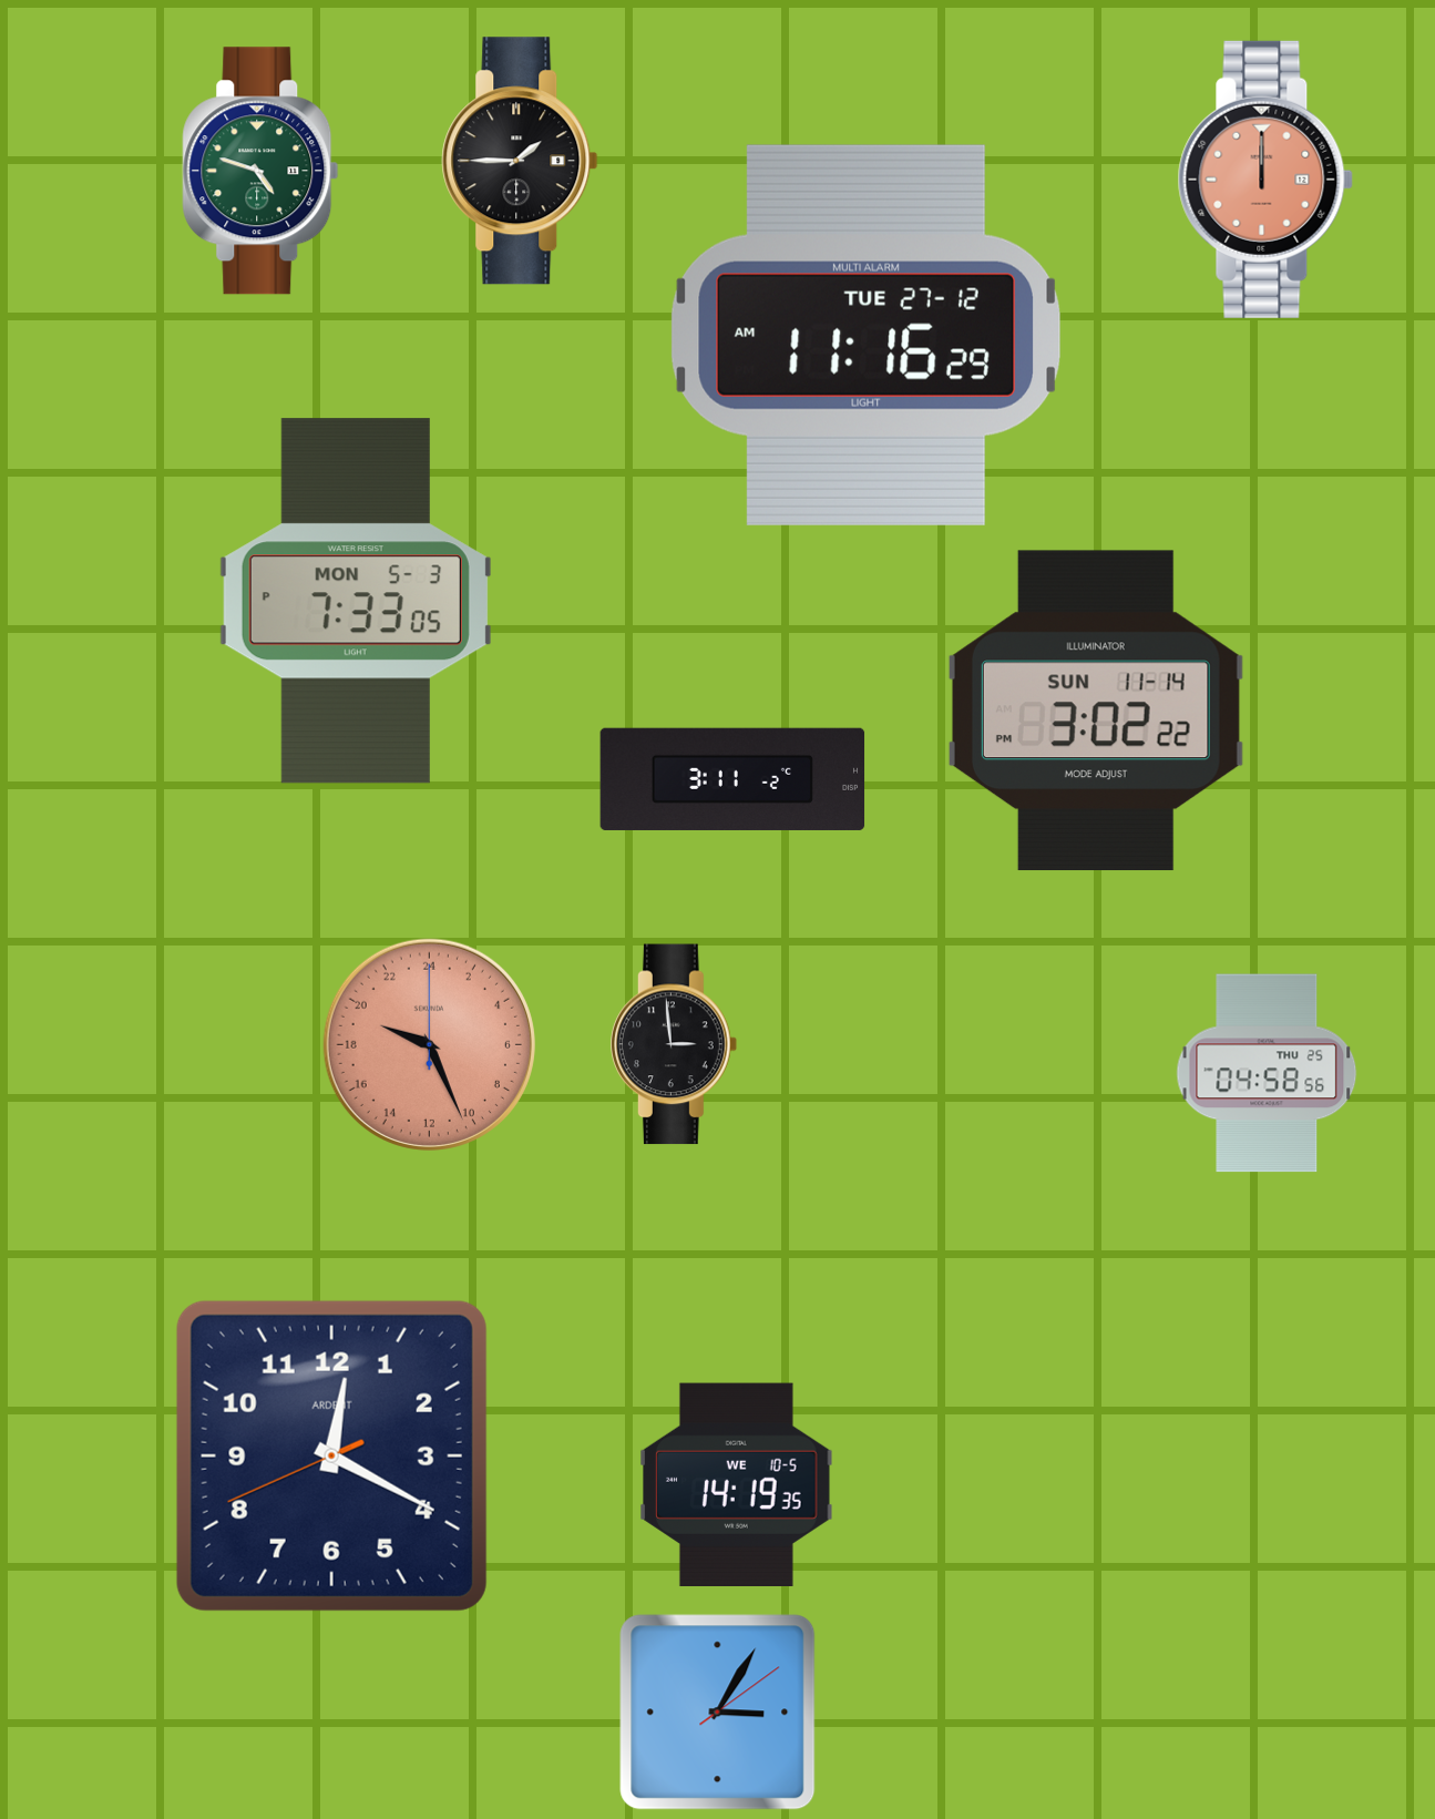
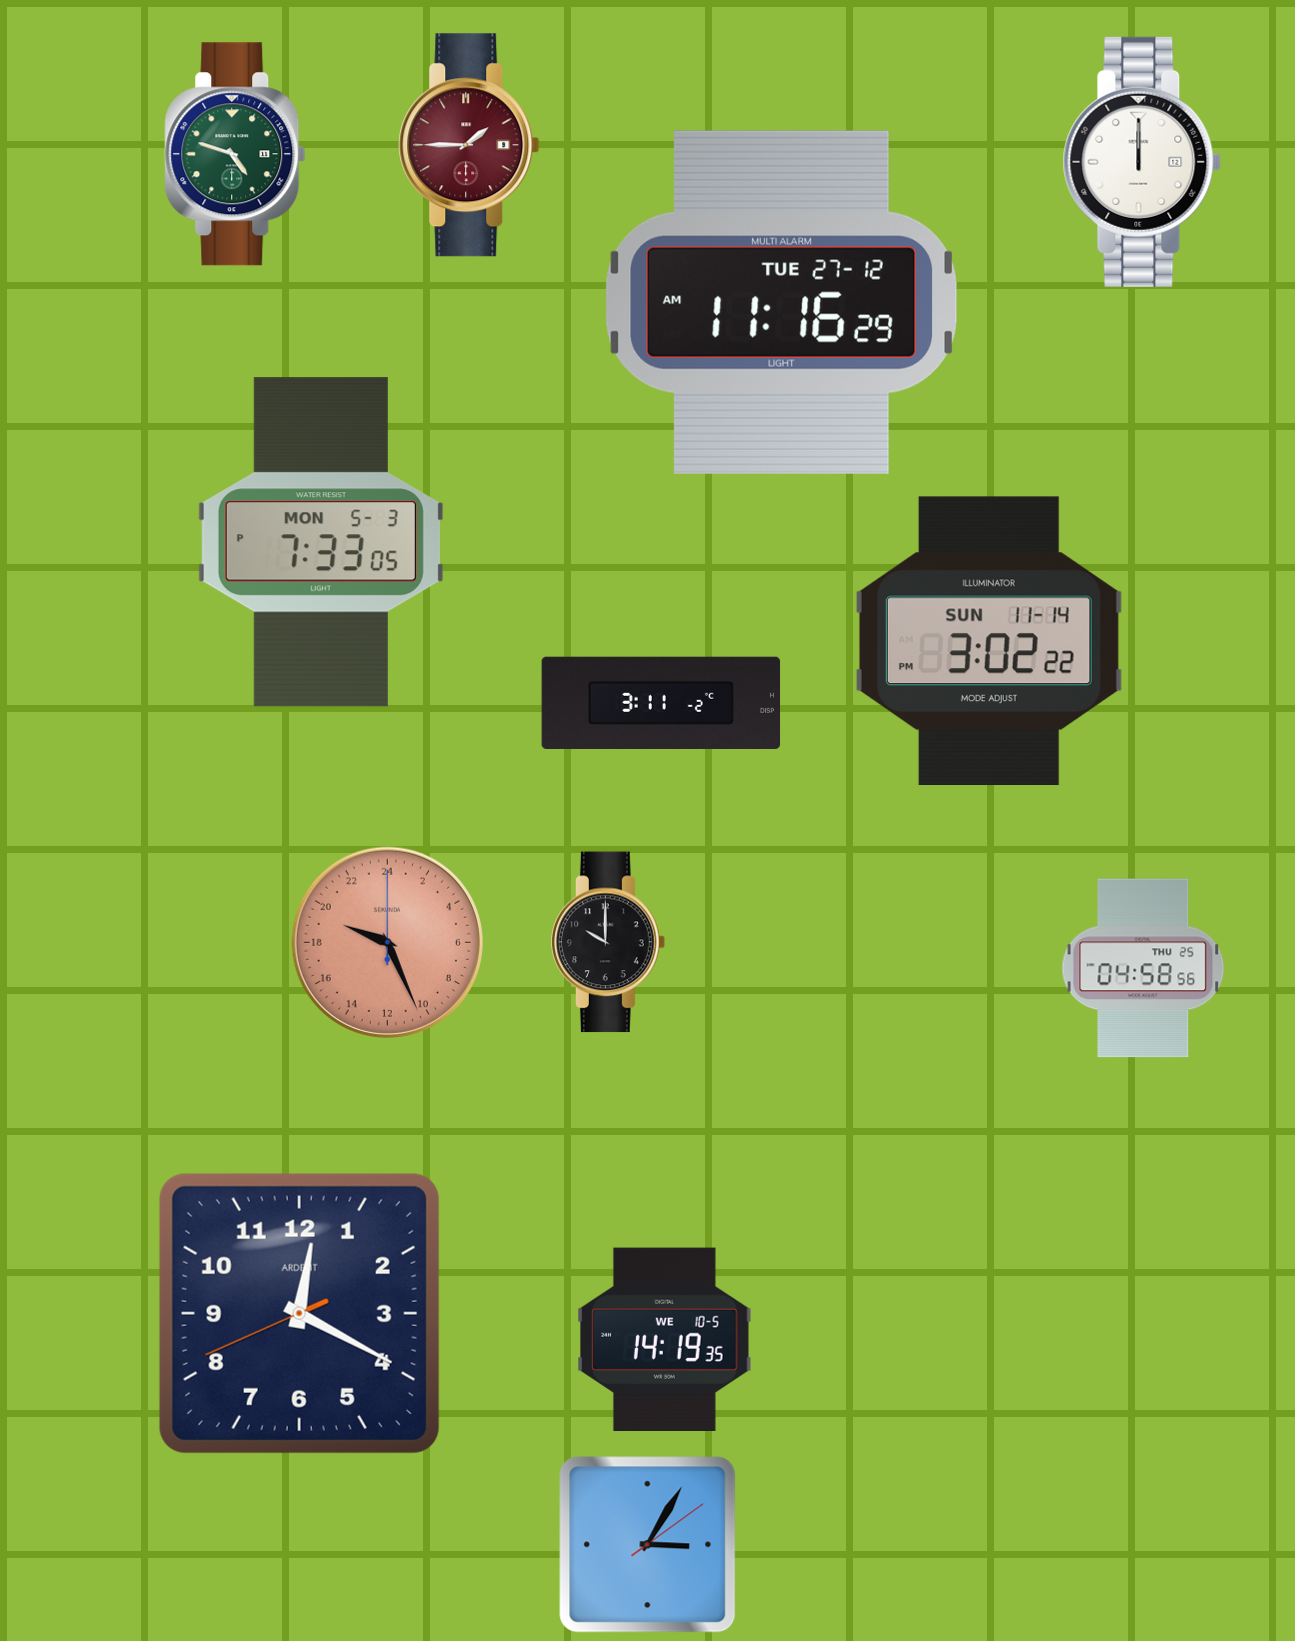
clock at (520, 161) dial: black -> burgundy
clock at (1265, 180) dial: salmon -> white
clock at (675, 1044): 2:59 -> 10:00
